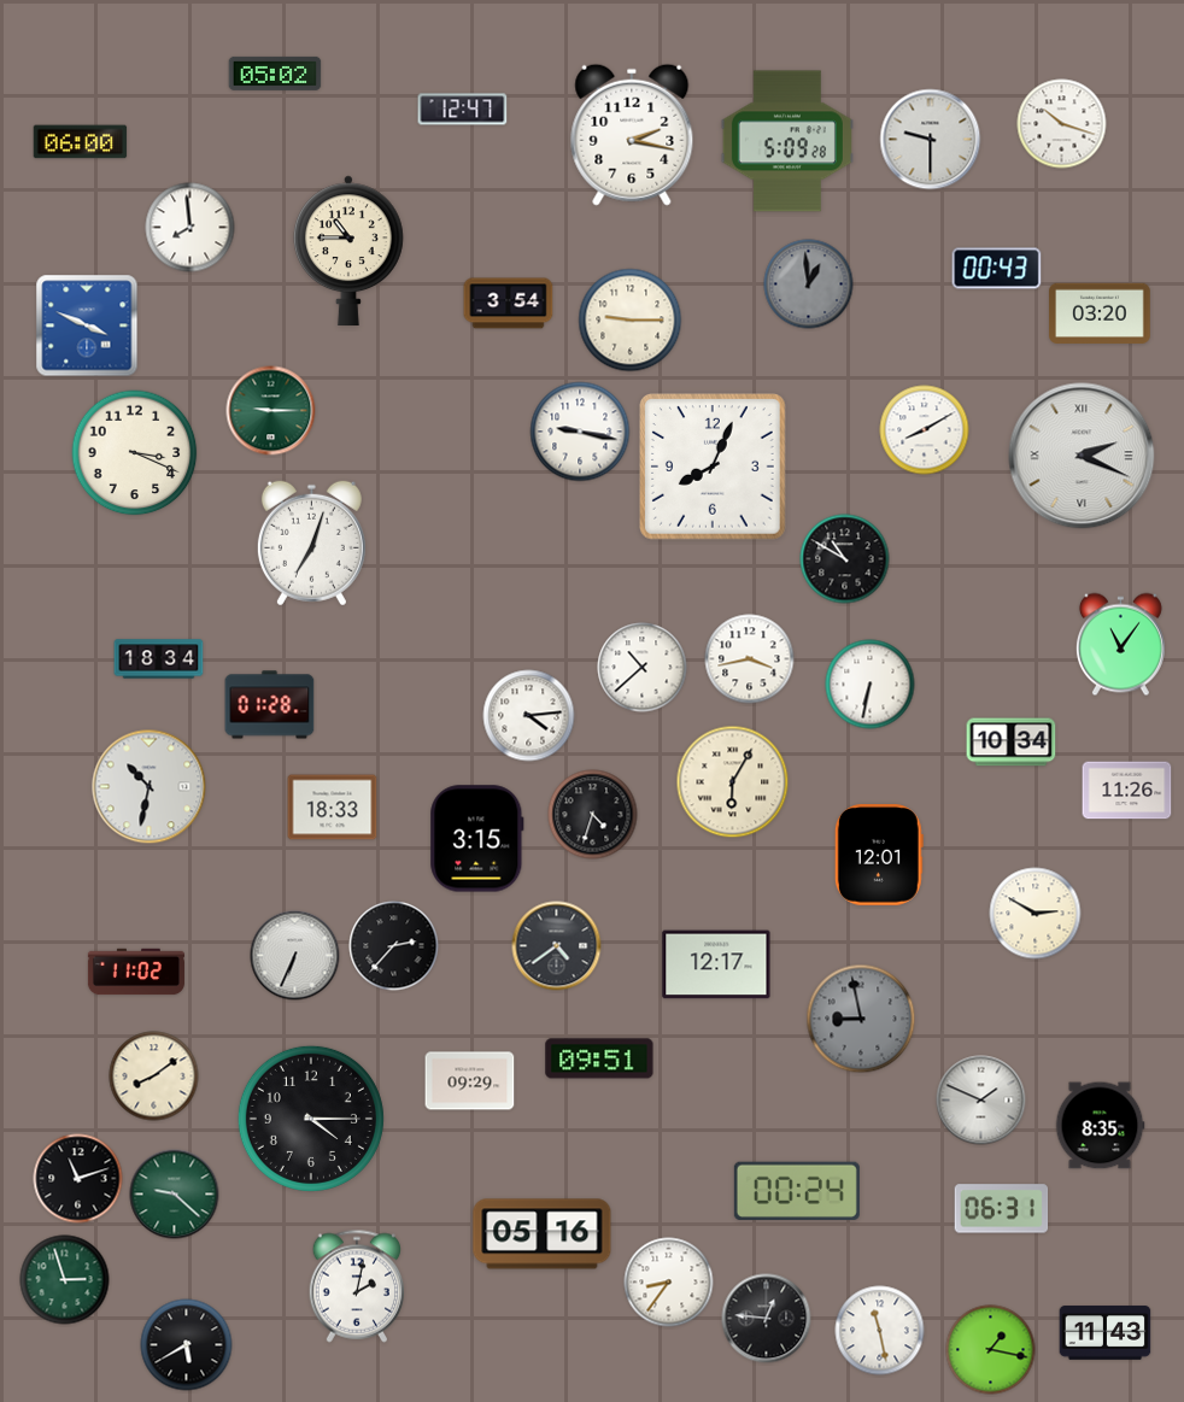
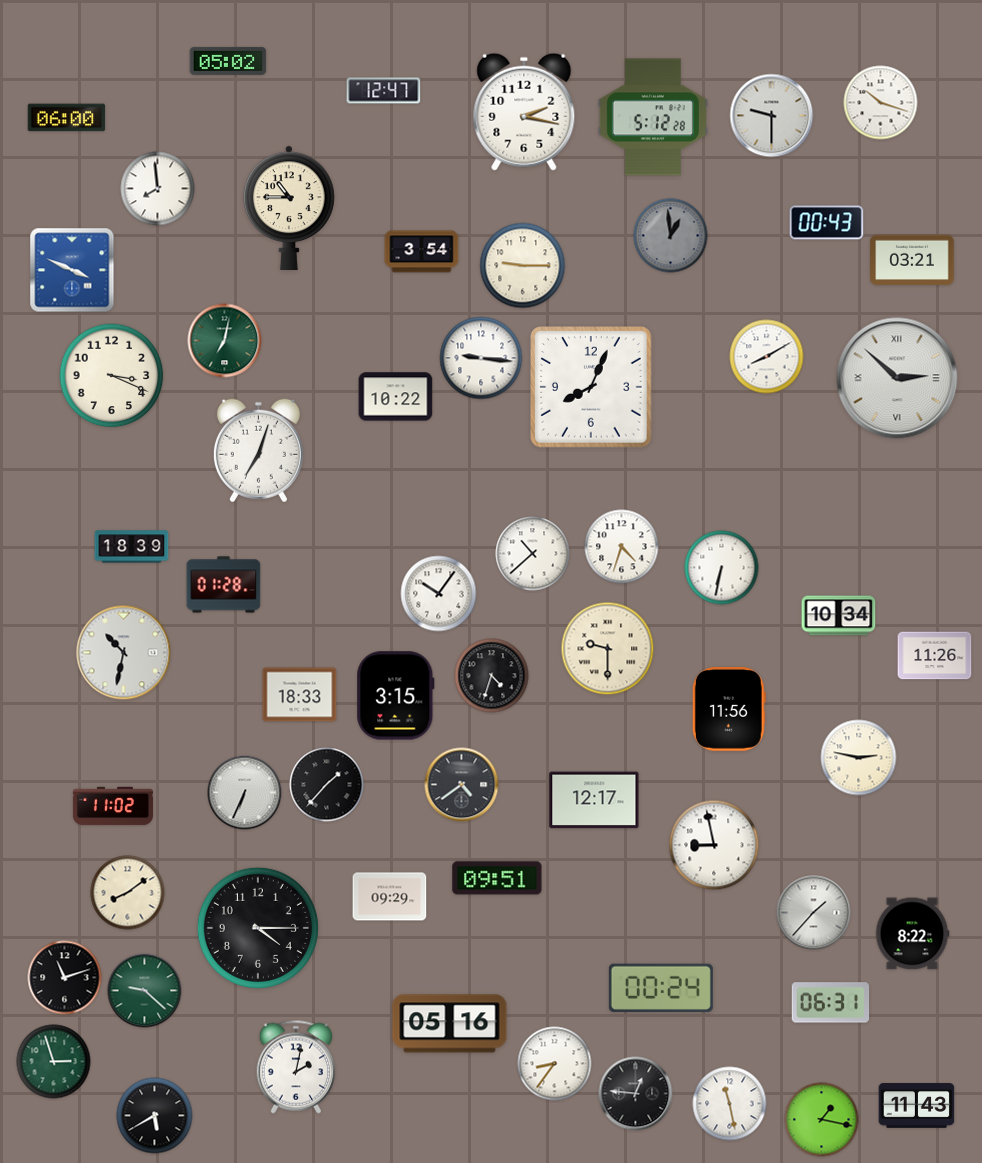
clock at (787, 141): 5:09 -> 5:12
clock at (1100, 313): 03:20 -> 03:21
clock at (271, 411): 9:15 -> 7:02
clock at (580, 432): 9:17 -> 9:16
clock at (1082, 456): 2:19 -> 2:52
clock at (396, 397): none -> 10:22
clock at (845, 559): 10:50 -> none
clock at (1120, 645): 11:06 -> none
clock at (159, 659): 18:34 -> 18:39
clock at (750, 659): 3:43 -> 4:33
clock at (529, 716): 4:14 -> 10:06
clock at (733, 782): 6:05 -> 9:30
clock at (333, 808) position: (333, 808) -> (300, 695)
clock at (879, 855): 12:01 -> 11:56
clock at (1036, 914): 2:50 -> 2:47
clock at (394, 946): 2:37 -> 1:37
clock at (861, 1019) dial: grey -> white
clock at (981, 1101): 1:49 -> 1:37
clock at (1100, 1126): 8:35 -> 8:22
